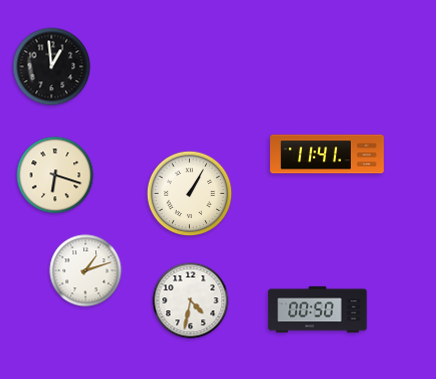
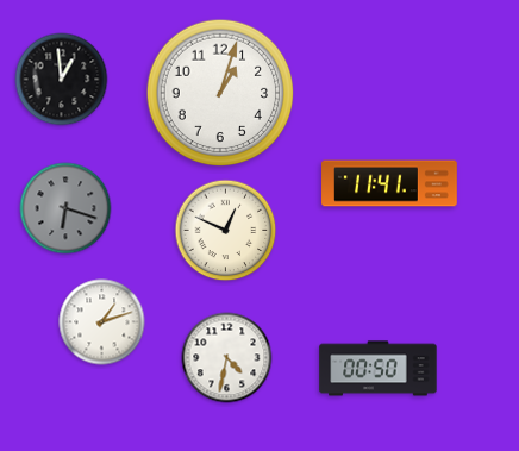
clock at (220, 93): none -> 1:03
clock at (55, 175) dial: cream -> grey
clock at (190, 194): 1:05 -> 12:49
